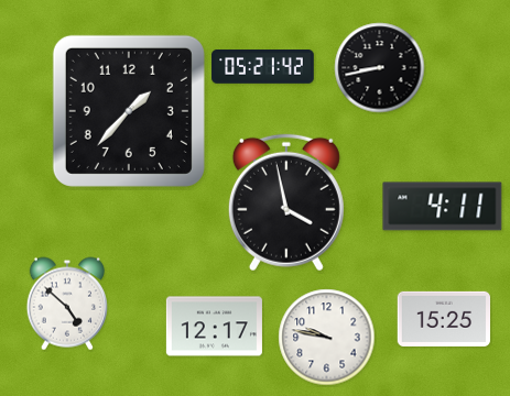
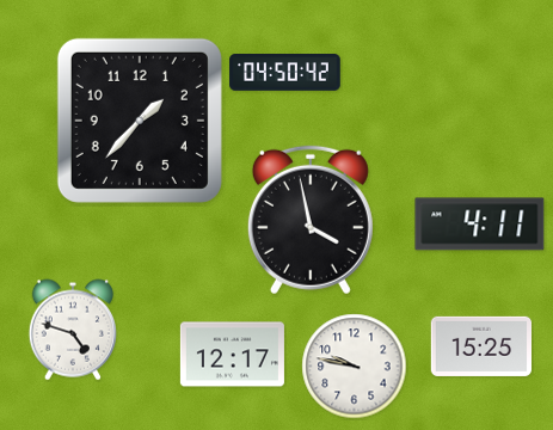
clock at (263, 67): 05:21 -> 04:50
clock at (380, 68): 8:43 -> none
clock at (66, 304): 4:52 -> 4:48
